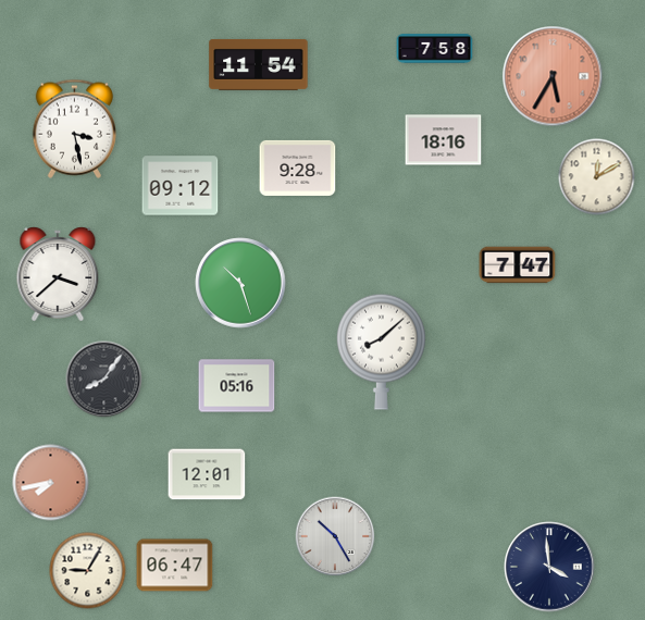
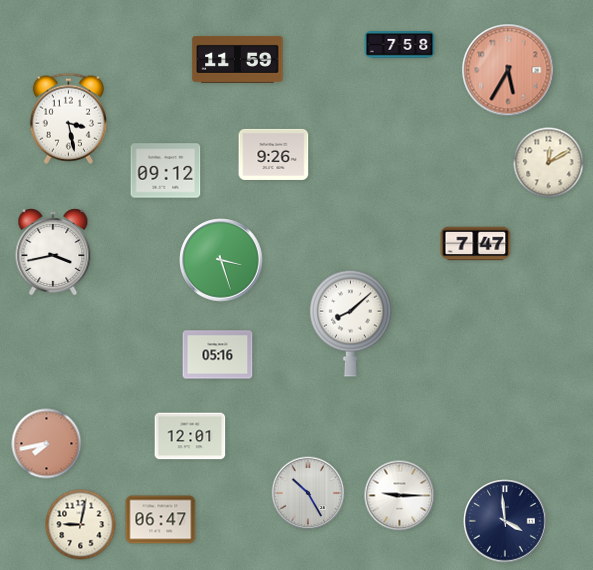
clock at (259, 64): 11:54 -> 11:59
clock at (444, 140): 18:16 -> none
clock at (298, 168): 9:28 -> 9:26
clock at (58, 274): 3:38 -> 3:43
clock at (240, 283): 10:27 -> 3:27
clock at (104, 380): 8:06 -> none
clock at (400, 496): none -> 9:15
clock at (88, 571): 9:05 -> 9:02
